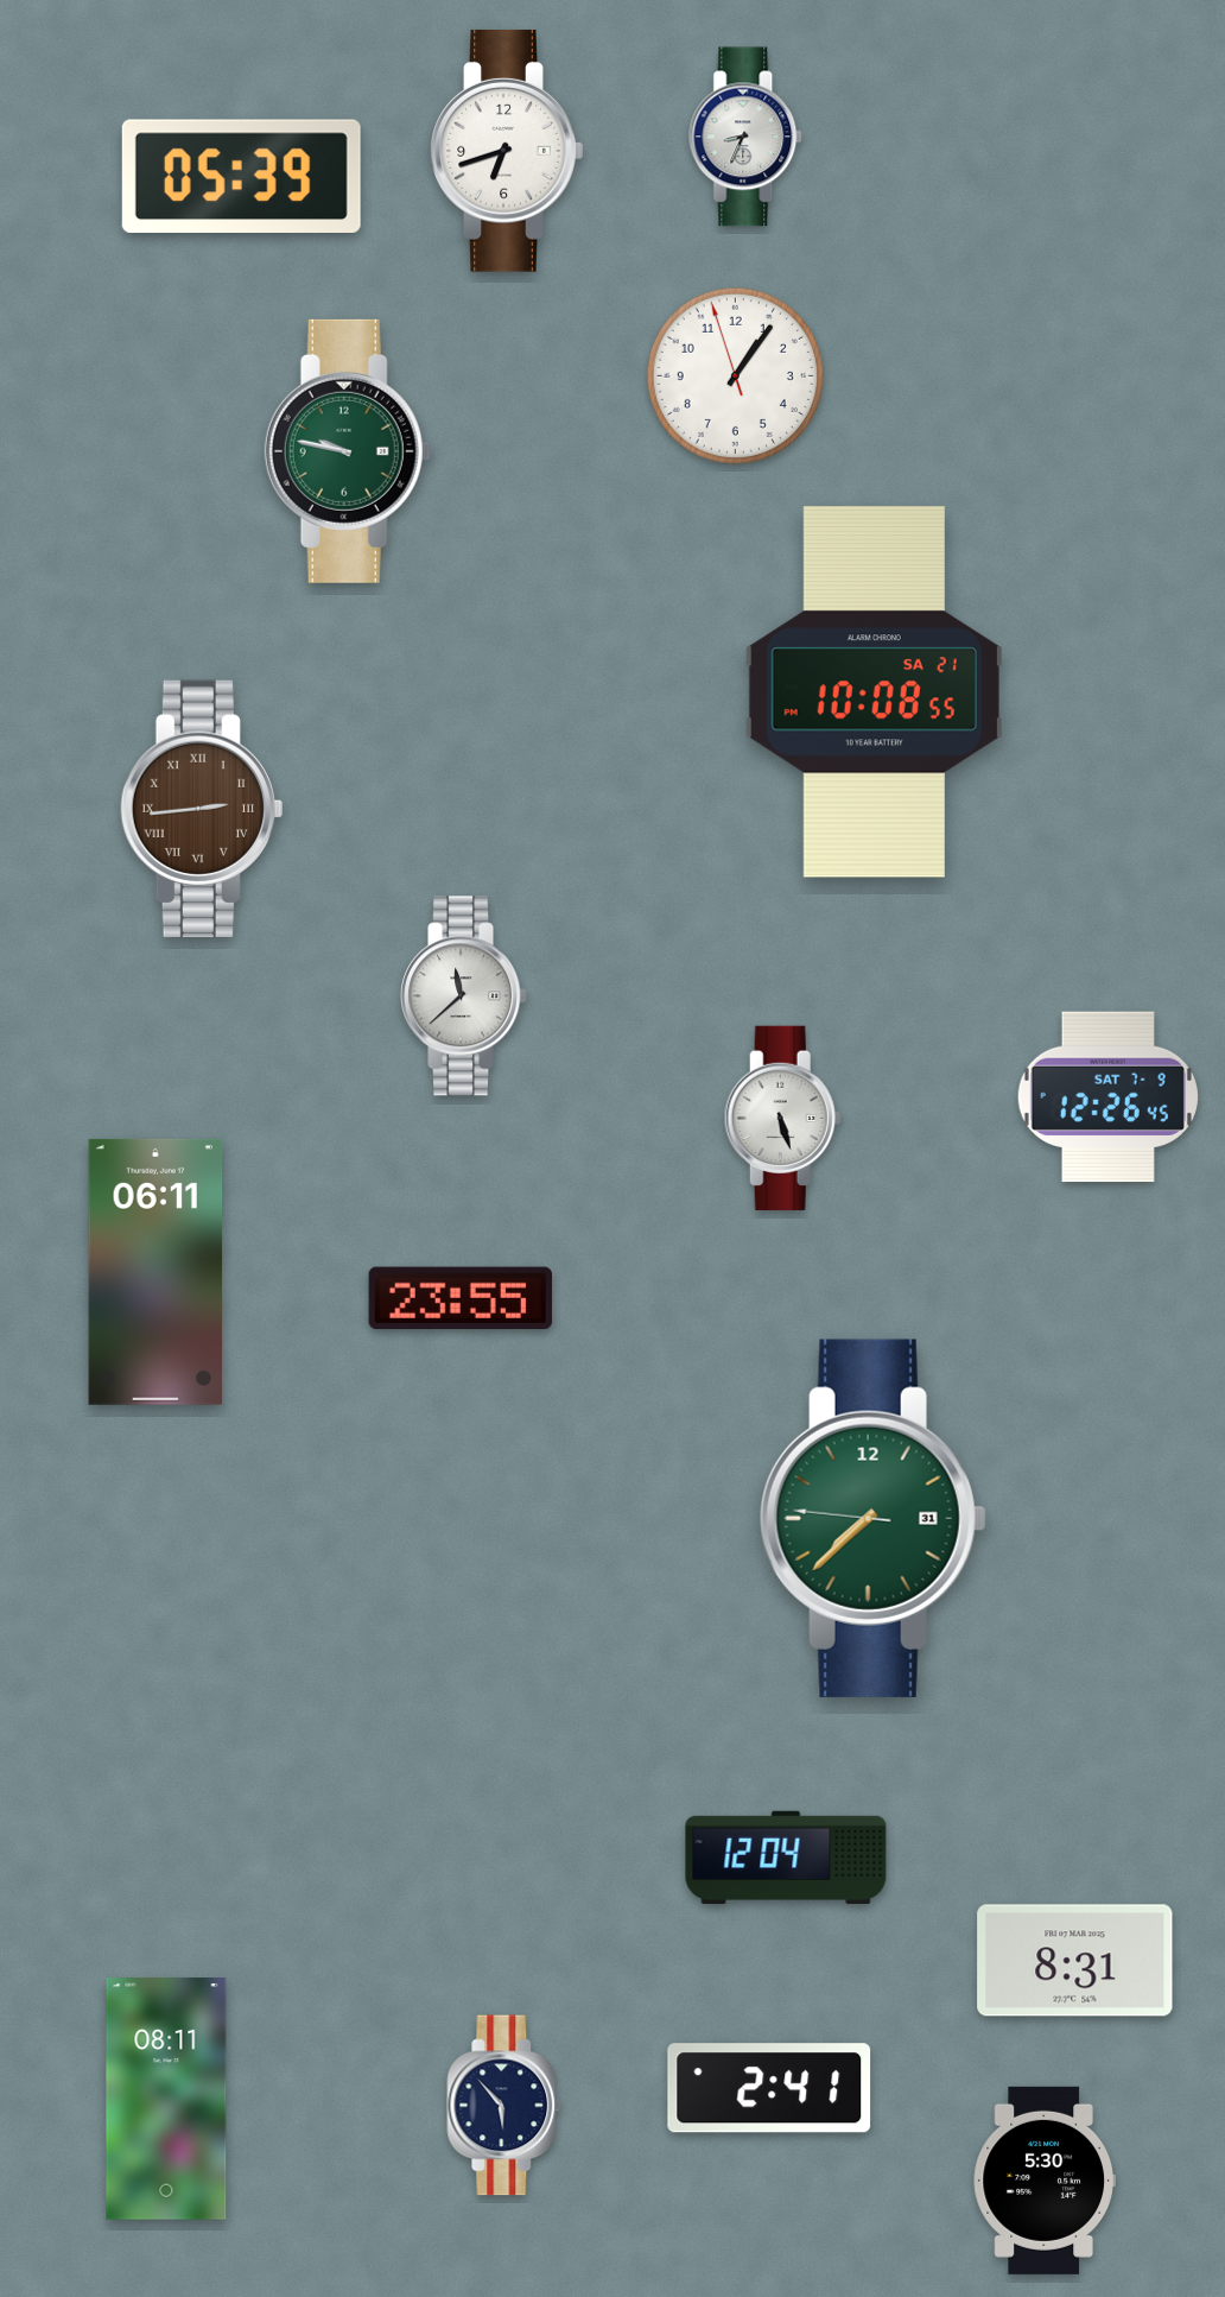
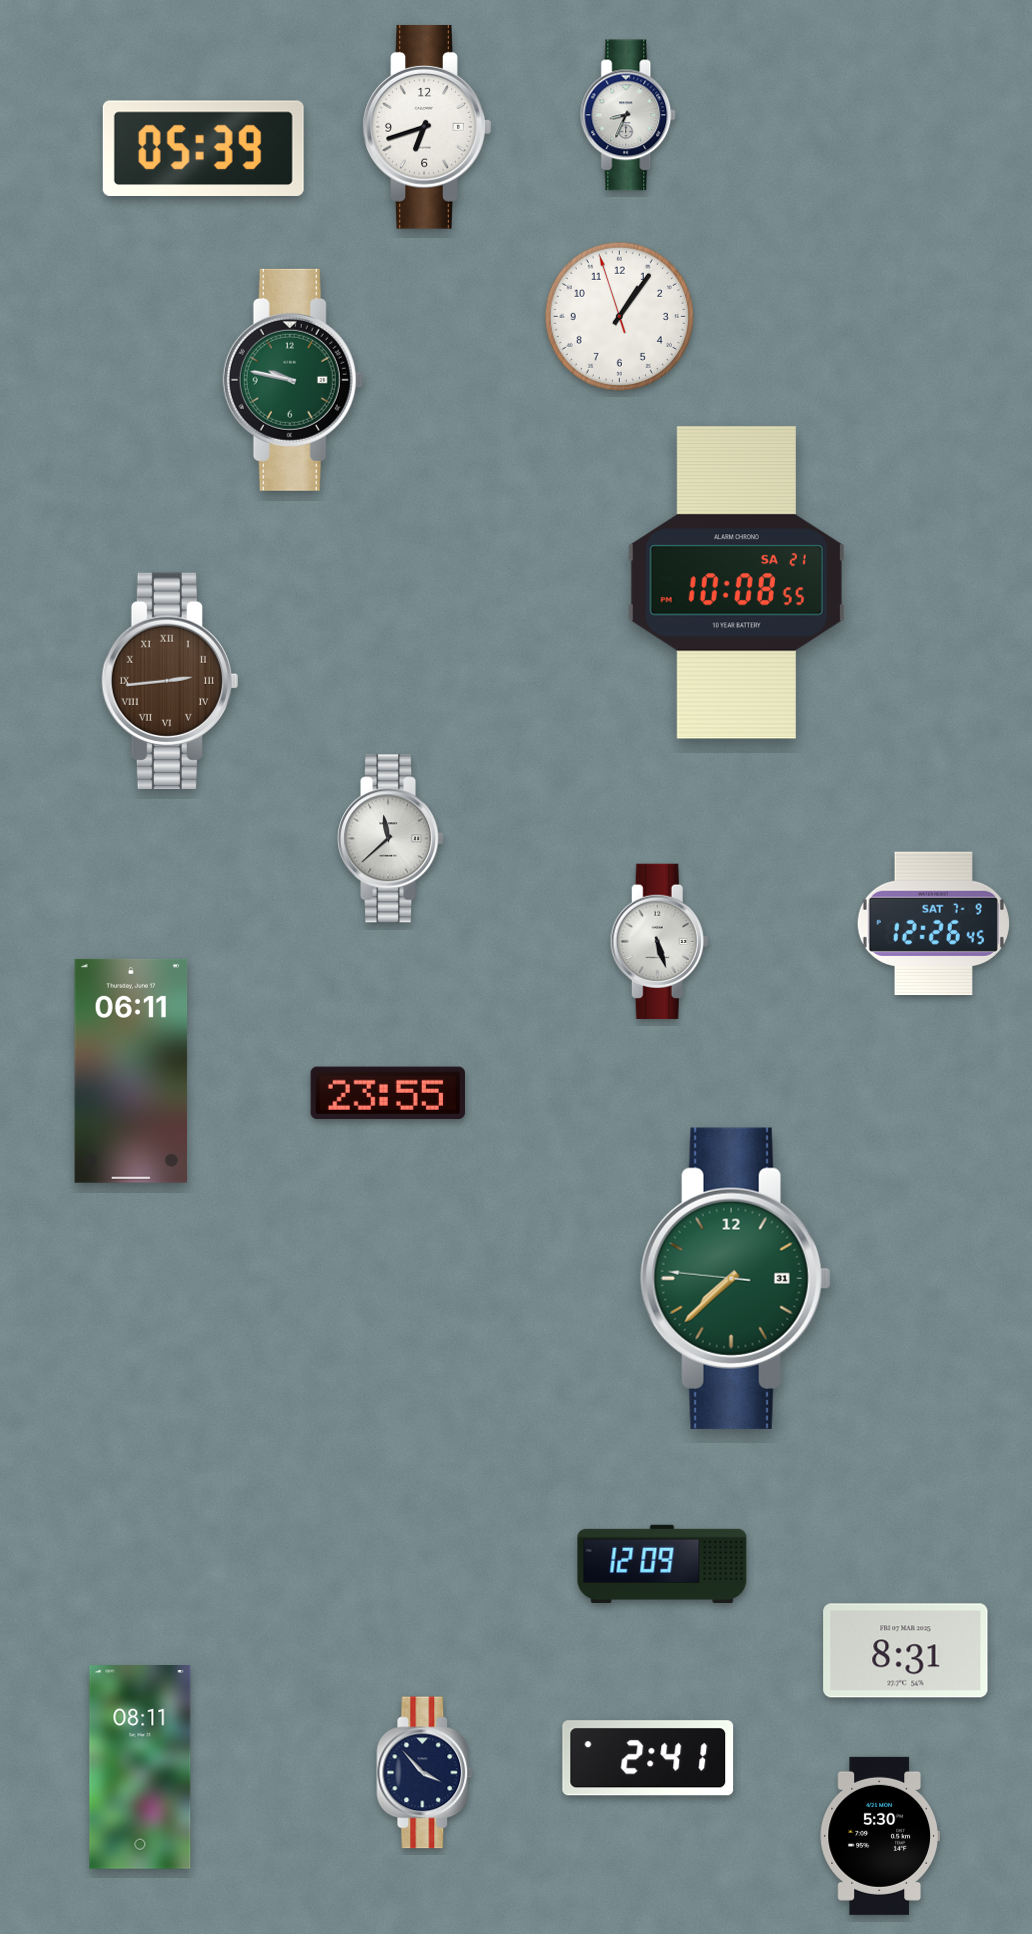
clock at (786, 1856): 12:04 -> 12:09
clock at (504, 2106): 5:53 -> 3:53
